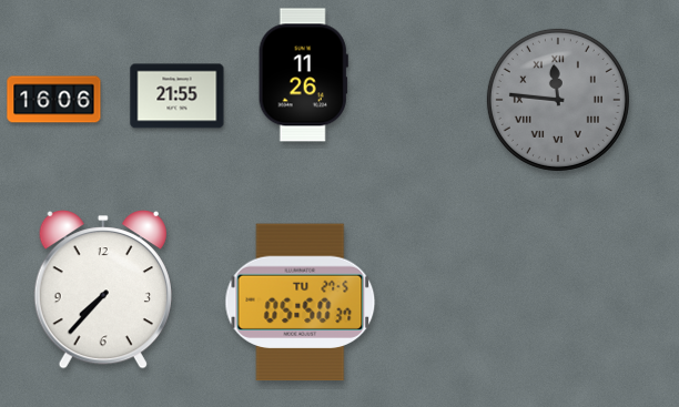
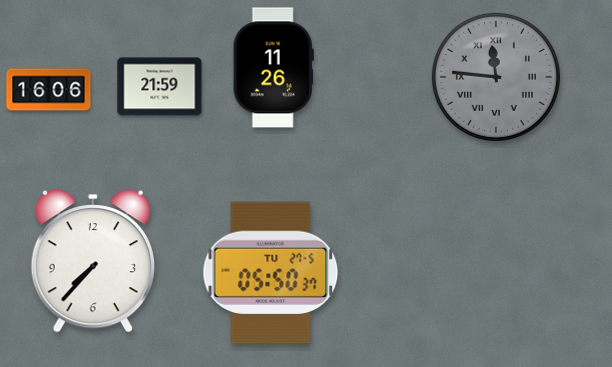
clock at (178, 96): 21:55 -> 21:59
clock at (558, 100) position: (558, 100) -> (496, 77)
